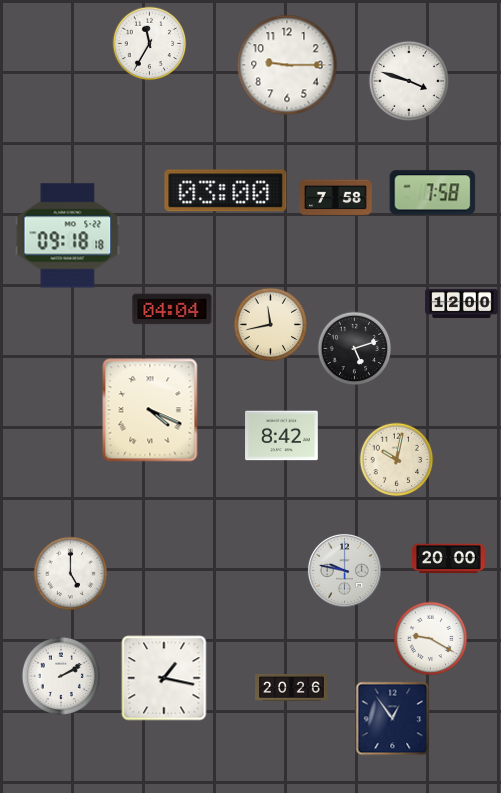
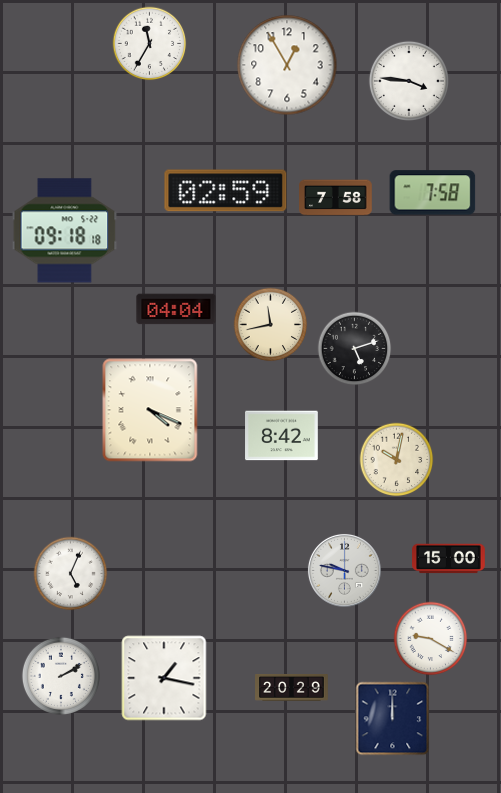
clock at (287, 65): 9:15 -> 12:55
clock at (409, 81): 3:48 -> 3:46
clock at (226, 191): 03:00 -> 02:59
clock at (68, 236) position: (68, 236) -> (65, 231)
clock at (462, 303): 12:00 -> none
clock at (172, 309) position: (172, 309) -> (176, 309)
clock at (449, 559): 20:00 -> 15:00
clock at (71, 574): 5:00 -> 5:04
clock at (292, 688): 20:26 -> 20:29
clock at (393, 719): 12:54 -> 12:00
